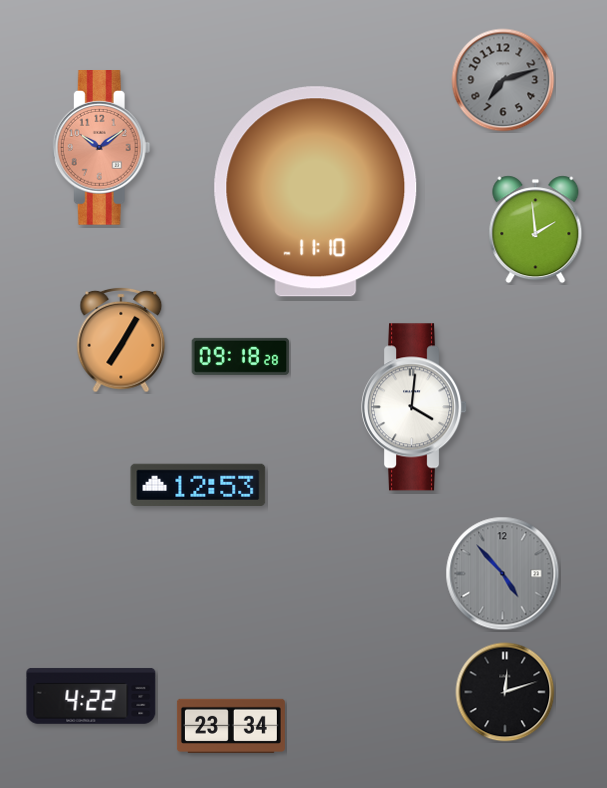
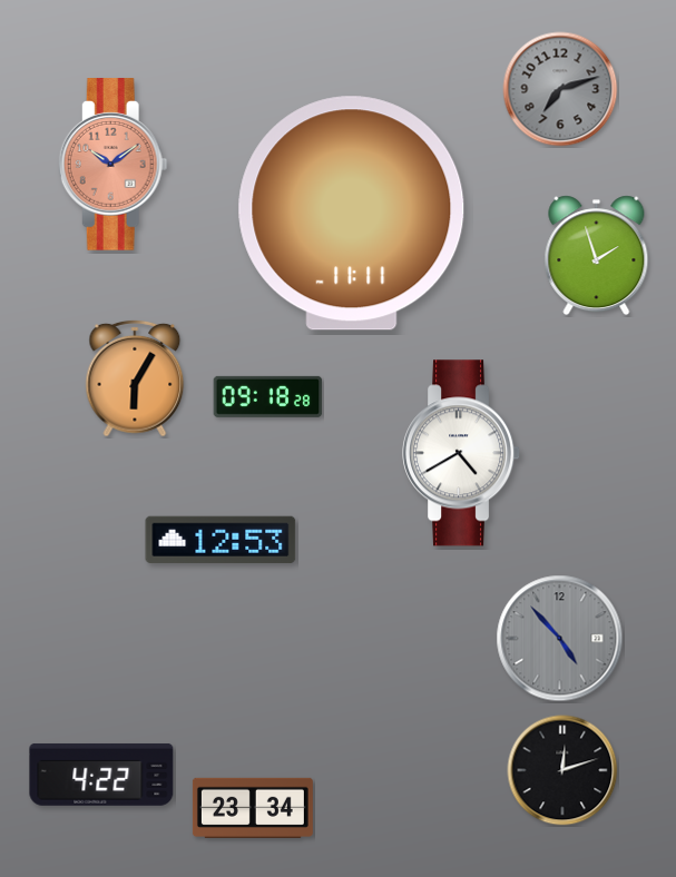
clock at (316, 192): 11:10 -> 11:11
clock at (536, 230): 1:59 -> 1:57
clock at (121, 340): 7:05 -> 6:05
clock at (415, 407): 4:01 -> 4:40
clock at (231, 726) position: (231, 726) -> (253, 808)
